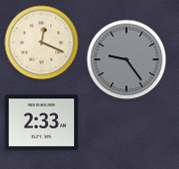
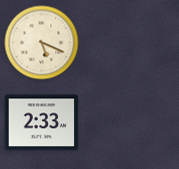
clock at (42, 43): 12:19 -> 5:19
clock at (127, 60): 9:24 -> none
